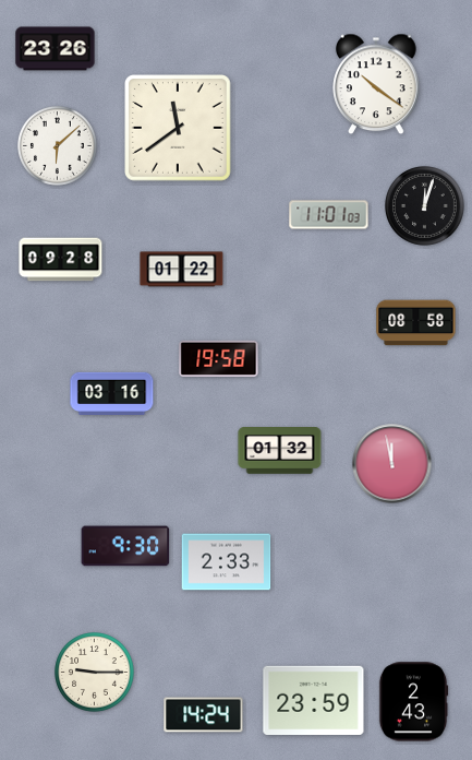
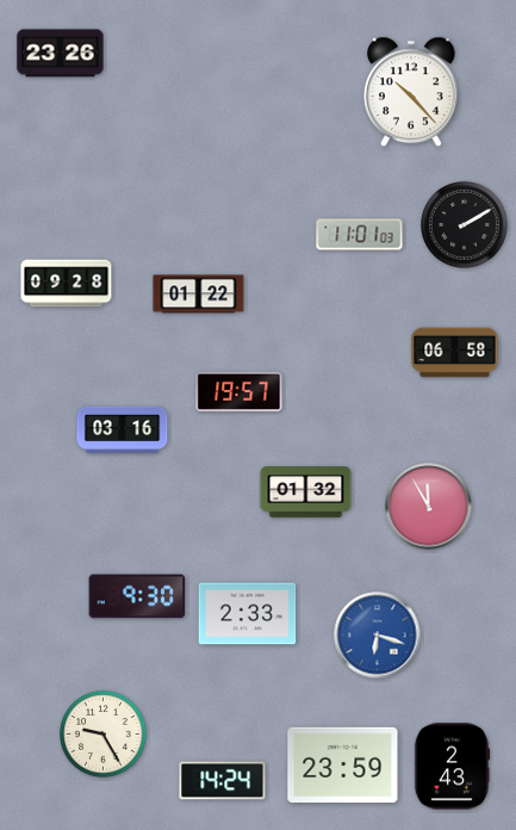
clock at (376, 84): 10:21 -> 10:23
clock at (179, 129): 11:39 -> none
clock at (58, 146): 6:08 -> none
clock at (425, 206): 12:03 -> 2:10
clock at (416, 323): 08:58 -> 06:58
clock at (219, 358): 19:58 -> 19:57
clock at (392, 464): 11:58 -> 11:55
clock at (378, 636): none -> 6:18
clock at (95, 673): 9:15 -> 9:25
